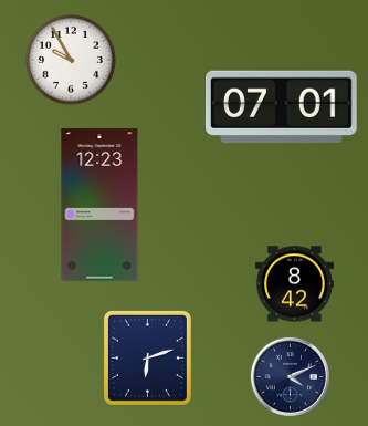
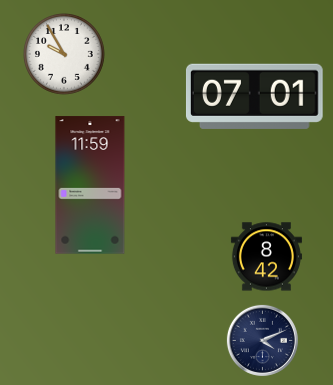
clock at (99, 205): 12:23 -> 11:59
clock at (147, 357): 6:12 -> none
